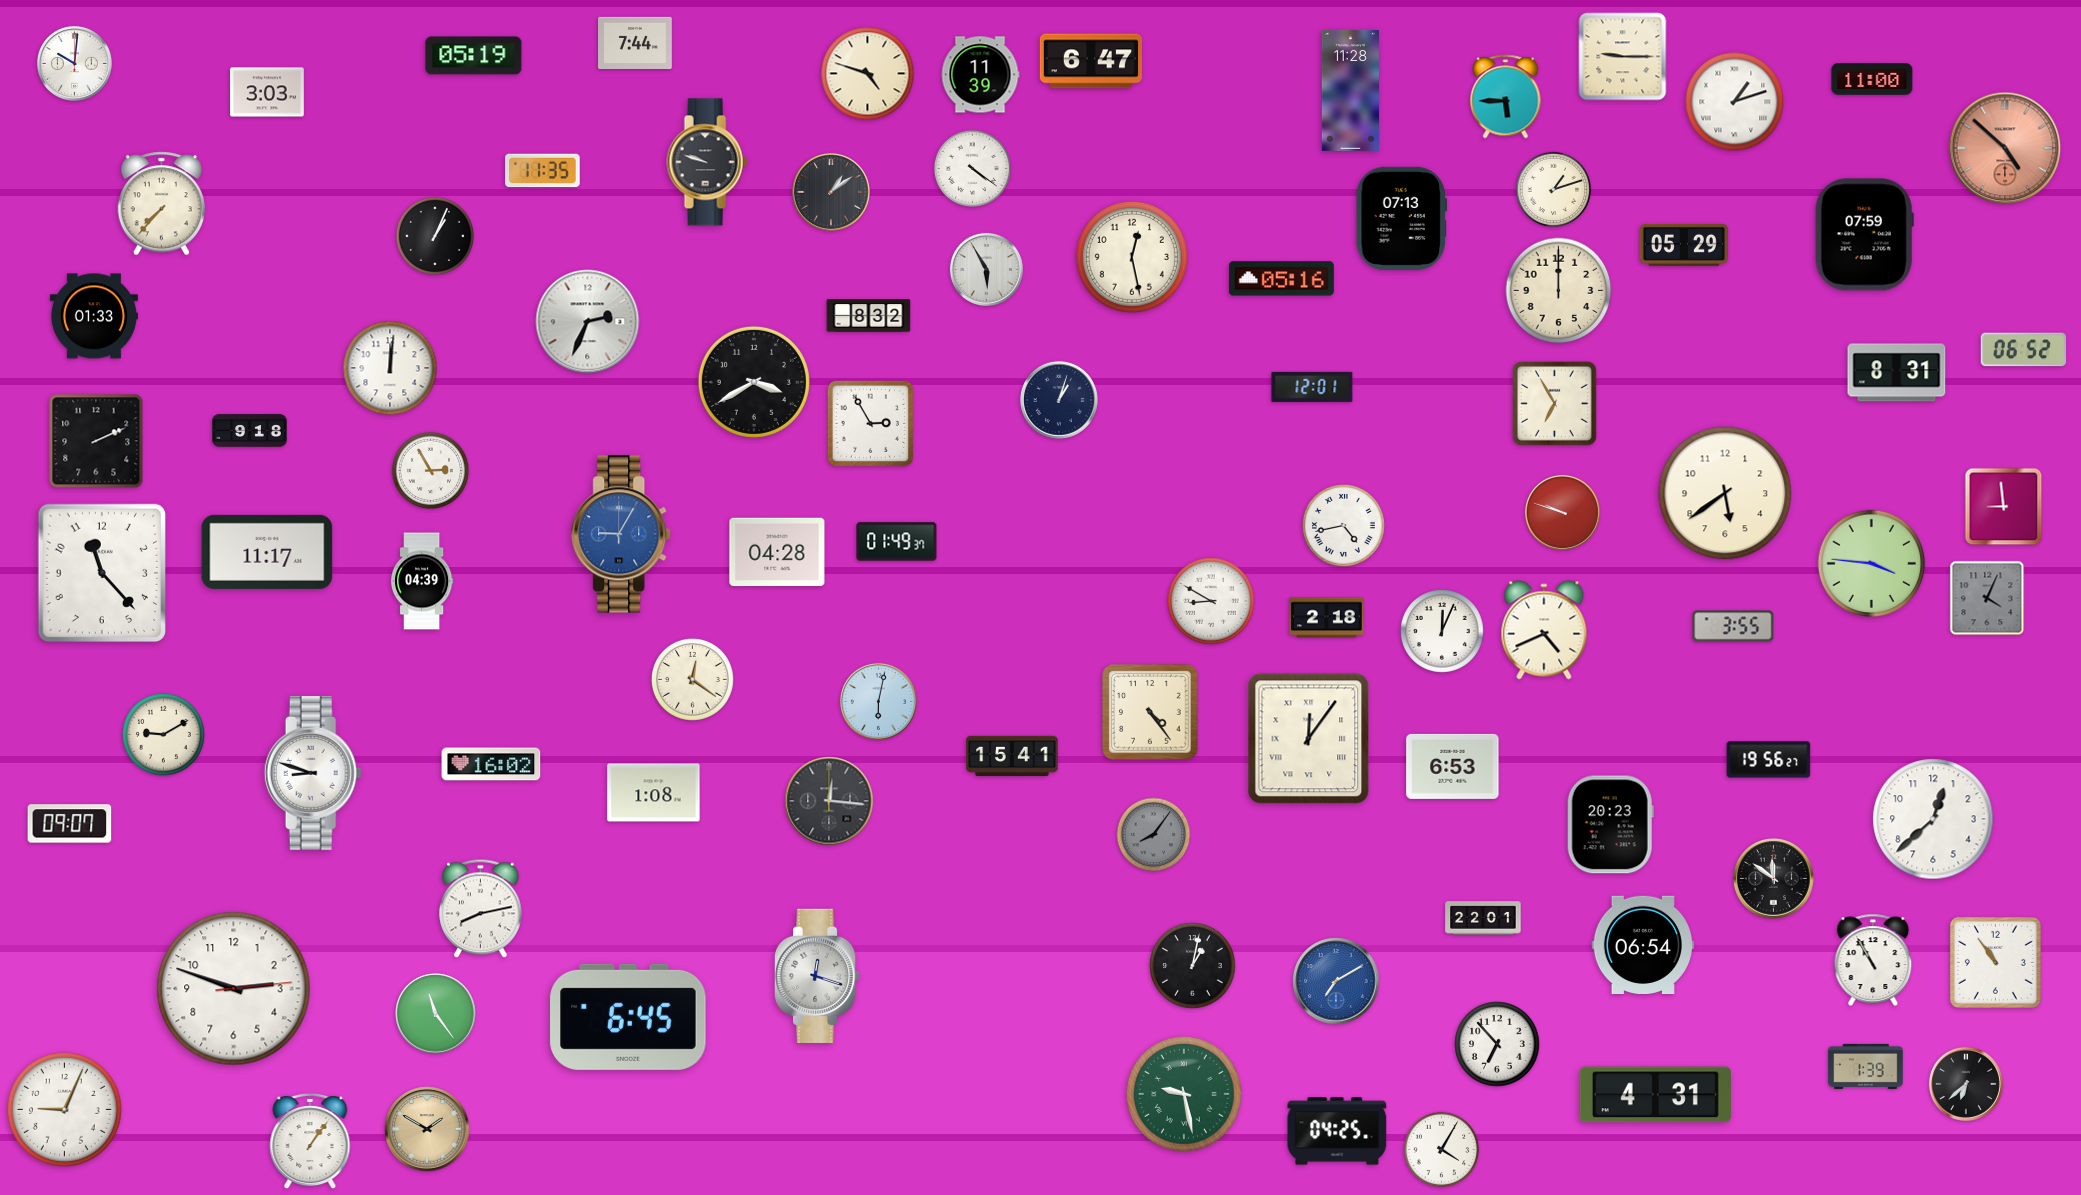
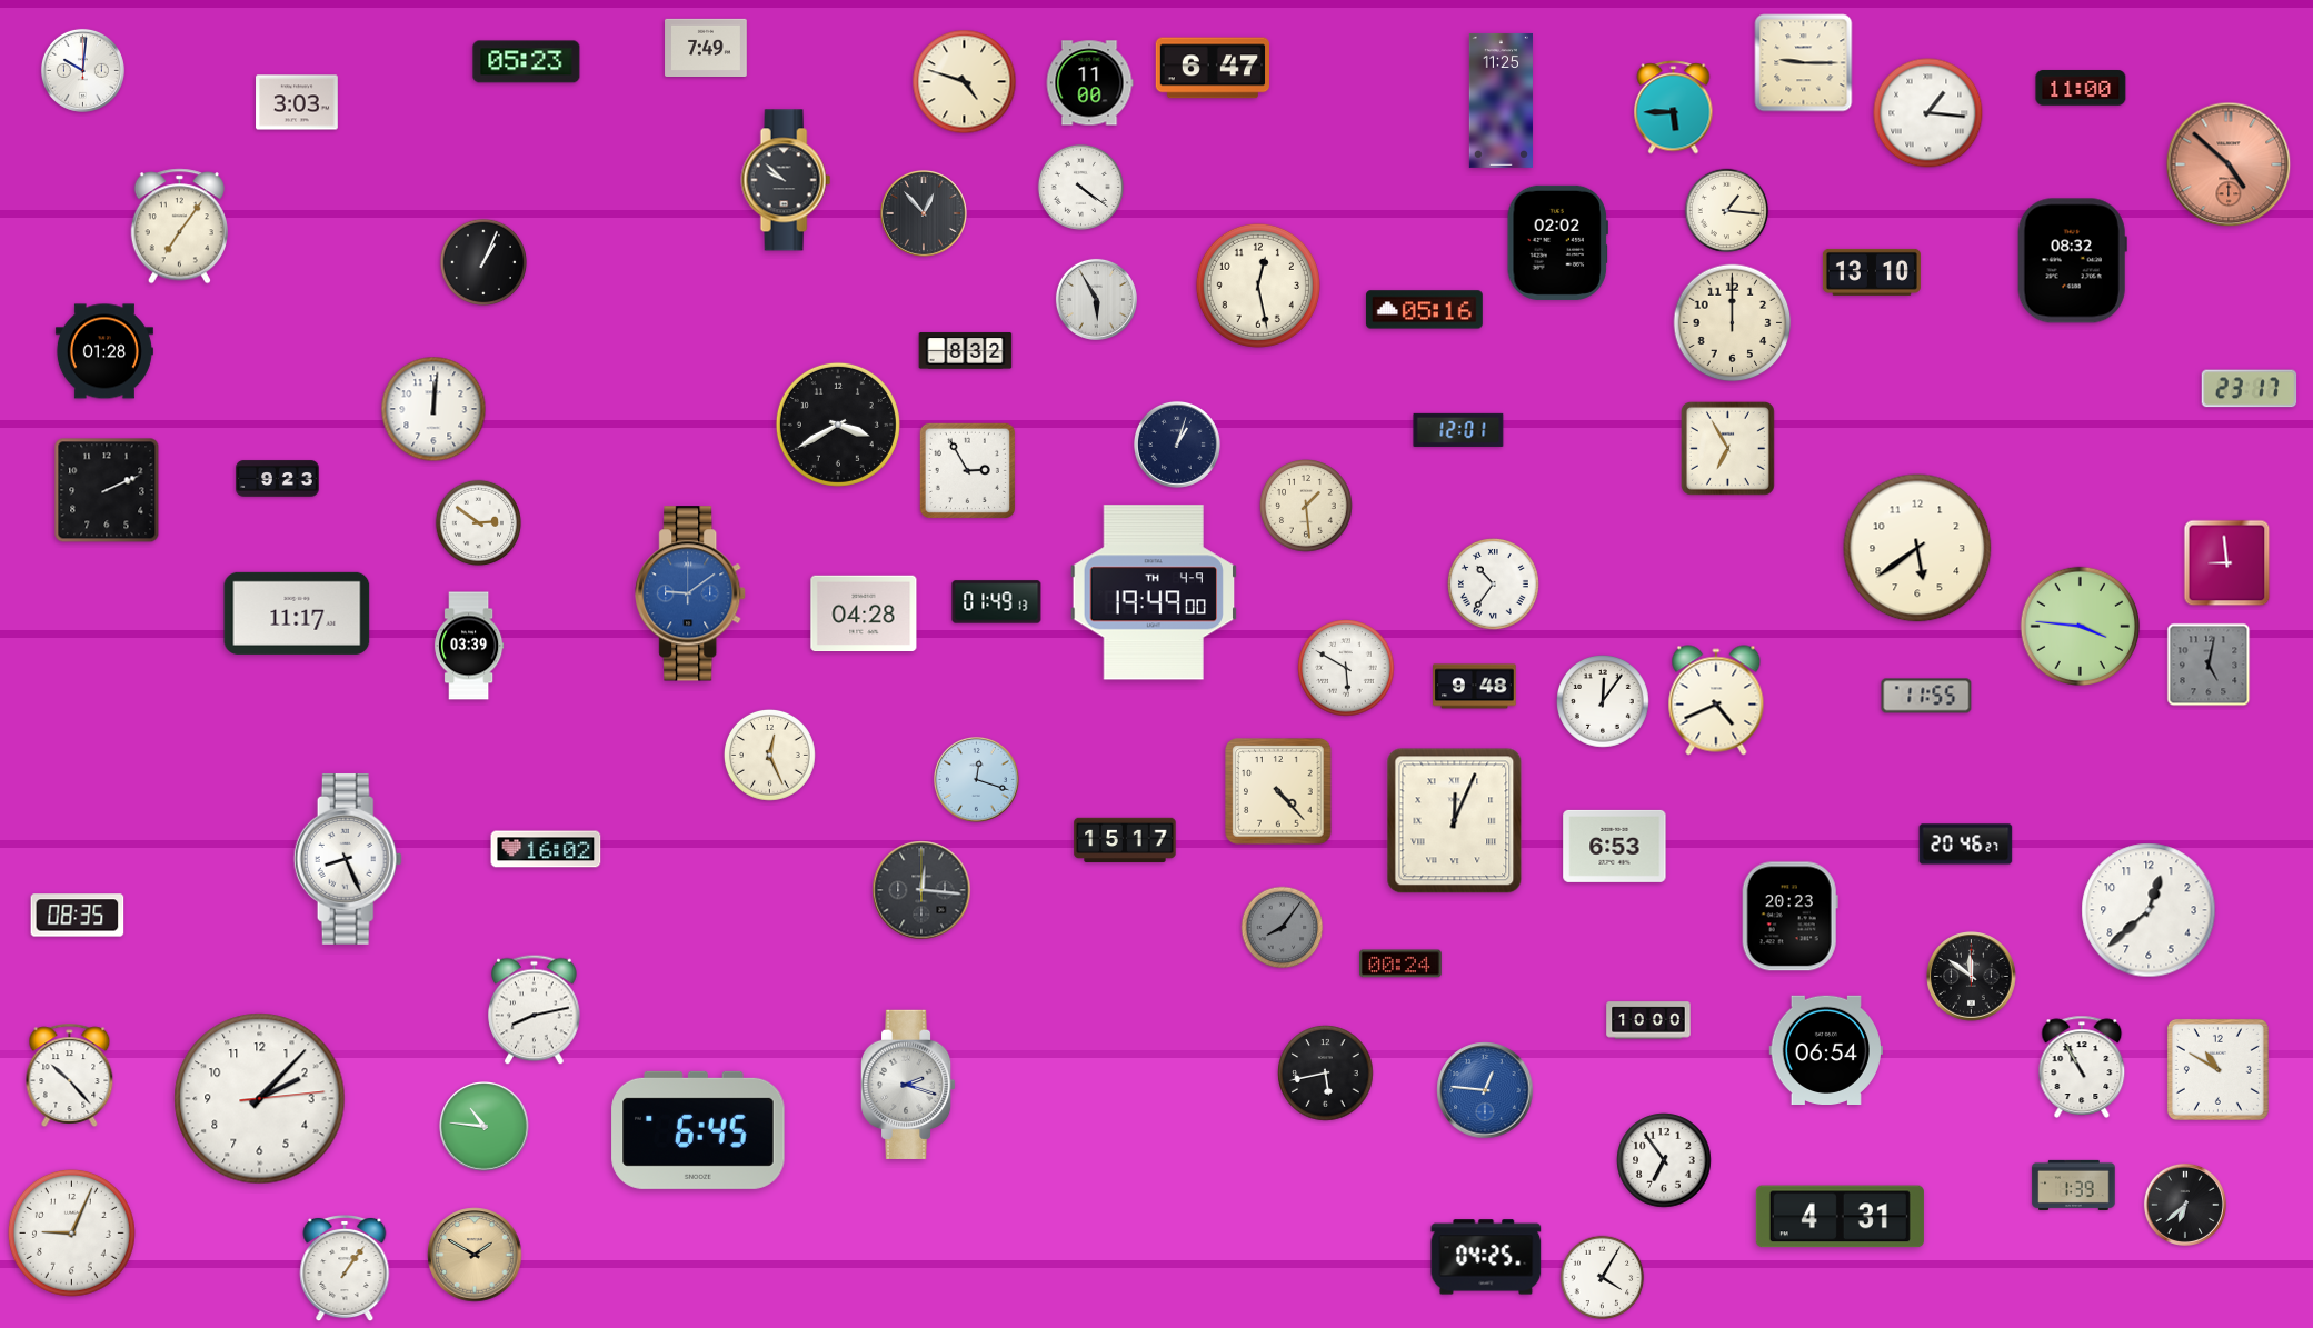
clock at (635, 42): 7:44 -> 7:49
clock at (474, 56): 05:19 -> 05:23
clock at (980, 75): 11:39 -> 11:00
clock at (1350, 90): 11:28 -> 11:25
clock at (1735, 102): 1:12 -> 1:16
clock at (707, 162): 9:48 -> 9:52
clock at (543, 171): 11:35 -> none
clock at (1554, 190): 1:12 -> 1:16
clock at (831, 192): 1:09 -> 12:53
clock at (161, 204): 7:37 -> 7:06
clock at (1401, 218): 07:13 -> 02:02
clock at (1864, 235): 07:59 -> 08:32
clock at (1684, 245): 05:29 -> 13:10
clock at (94, 316): 01:33 -> 01:28
clock at (588, 322): 2:34 -> none
clock at (2024, 350): 06:52 -> 23:17
clock at (1897, 373): 8:31 -> none
clock at (250, 431): 9:18 -> 9:23
clock at (1307, 507): none -> 1:29
clock at (431, 471): 2:55 -> 2:51
clock at (1562, 512): 9:48 -> none
clock at (1343, 525): 4:43 -> 10:36
clock at (1154, 592): none -> 19:49
clock at (622, 534): 9:05 -> 9:09
clock at (897, 542): 01:49:37 -> 01:49:13
clock at (102, 572): 11:23 -> none
clock at (423, 581): 04:39 -> 03:39
clock at (1987, 598): 4:04 -> 5:02
clock at (1211, 601): 8:50 -> 5:50
clock at (1327, 618): 2:18 -> 9:48
clock at (1733, 626): 3:55 -> 11:55
clock at (1443, 632): 12:04 -> 12:06
clock at (692, 679): 12:21 -> 12:26
clock at (878, 701): 6:02 -> 12:18
clock at (1150, 712): 4:24 -> 4:23
clock at (163, 734): 9:10 -> none
clock at (1309, 739): 12:06 -> 12:04
clock at (1012, 756): 15:41 -> 15:17
clock at (1769, 760): 19:56 -> 20:46
clock at (1453, 766) position: (1453, 766) -> (1615, 846)
clock at (313, 773): 8:48 -> 8:26
clock at (654, 793): 1:08 -> none
clock at (70, 824): 09:07 -> 08:35
clock at (1402, 963): none -> 00:24
clock at (1483, 918): 22:01 -> 10:00
clock at (1995, 962): 10:54 -> 10:50
clock at (1193, 966): 1:02 -> 5:43
clock at (70, 1075): none -> 10:23
clock at (817, 976): 12:18 -> 2:18
clock at (1336, 981): 7:10 -> 12:46
clock at (234, 989): 2:48 -> 2:07
clock at (436, 1014): 11:24 -> 10:46
clock at (1497, 1044): 6:53 -> 6:54
clock at (1184, 1094): 9:28 -> none
